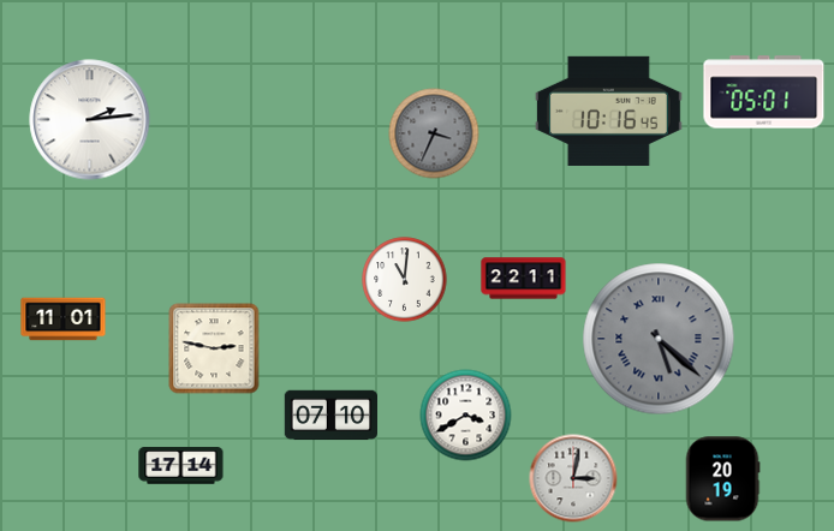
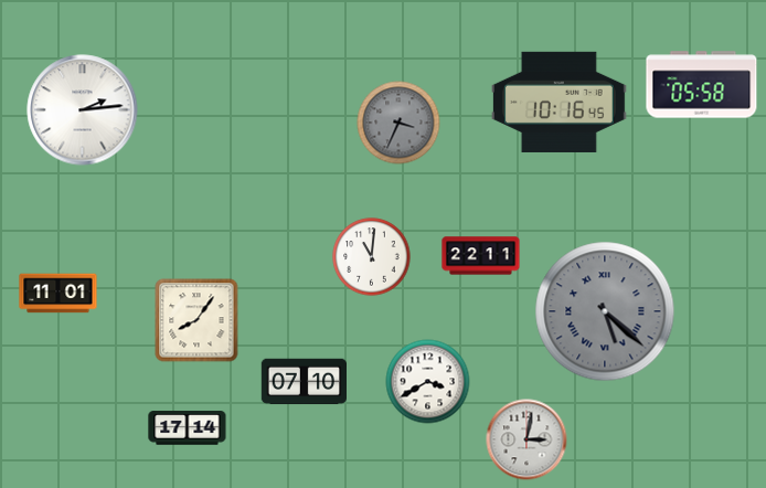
clock at (764, 93): 05:01 -> 05:58
clock at (214, 348): 2:47 -> 8:06
clock at (181, 466) position: (181, 466) -> (188, 428)
clock at (722, 479): 20:19 -> none
